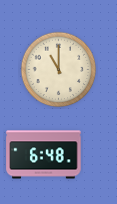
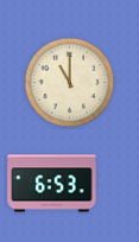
clock at (44, 155): 6:48 -> 6:53
